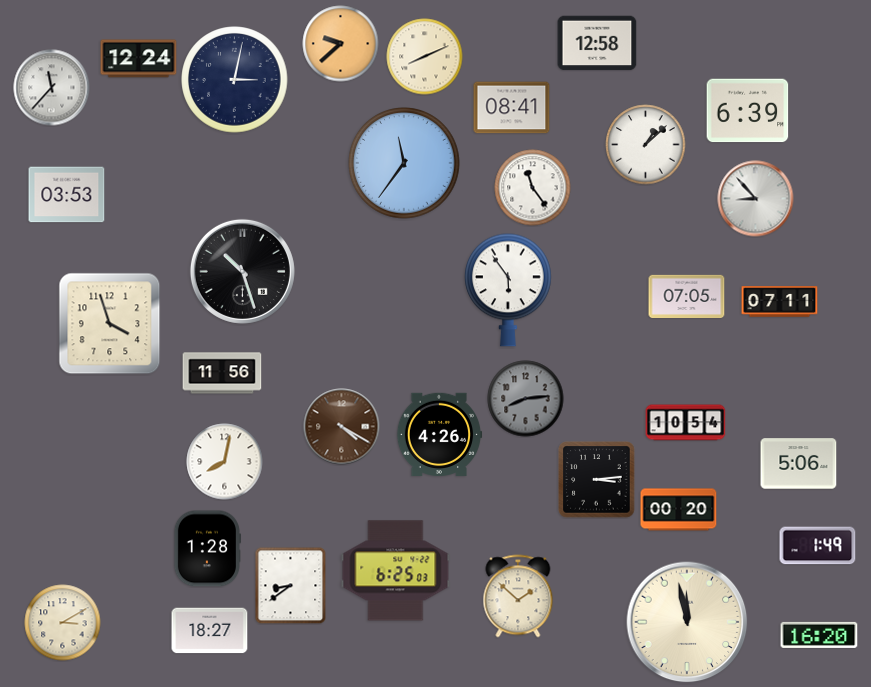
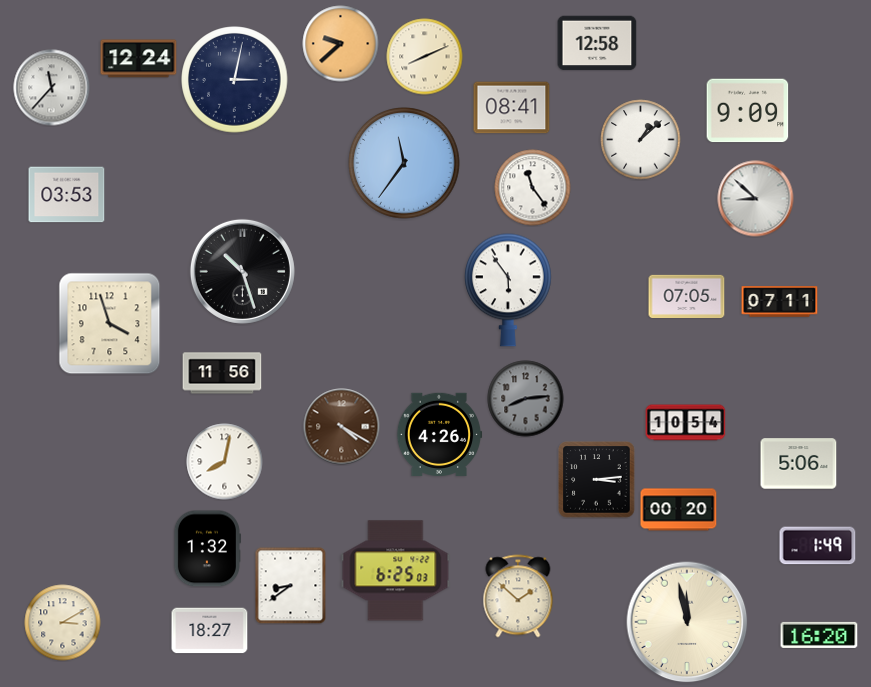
clock at (748, 111): 6:39 -> 9:09
clock at (646, 145) position: (646, 145) -> (641, 140)
clock at (756, 199): 8:53 -> 8:52
clock at (207, 549): 1:28 -> 1:32
